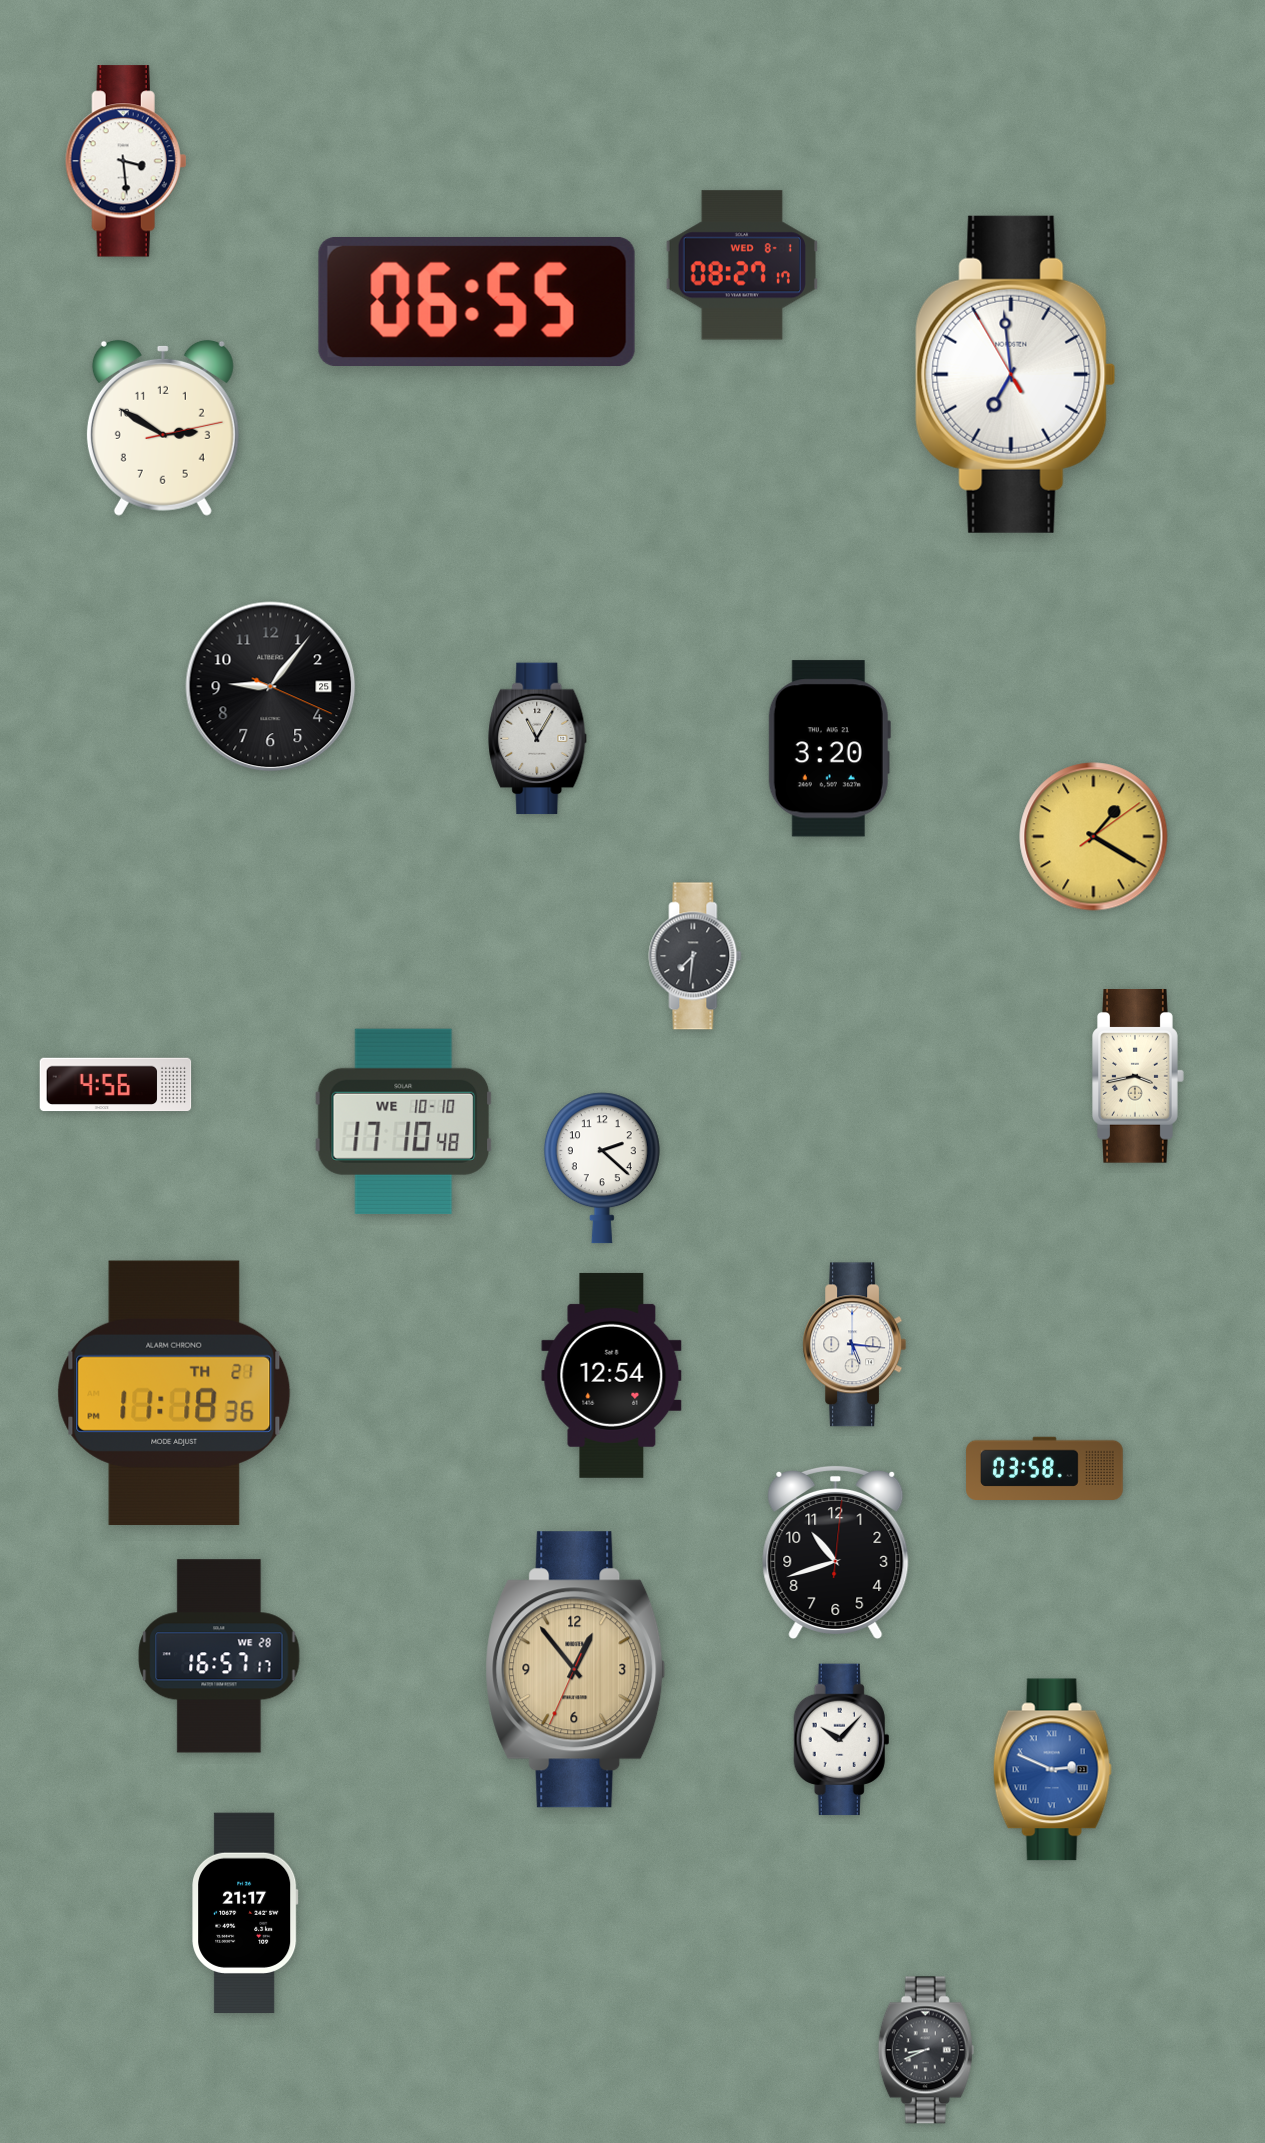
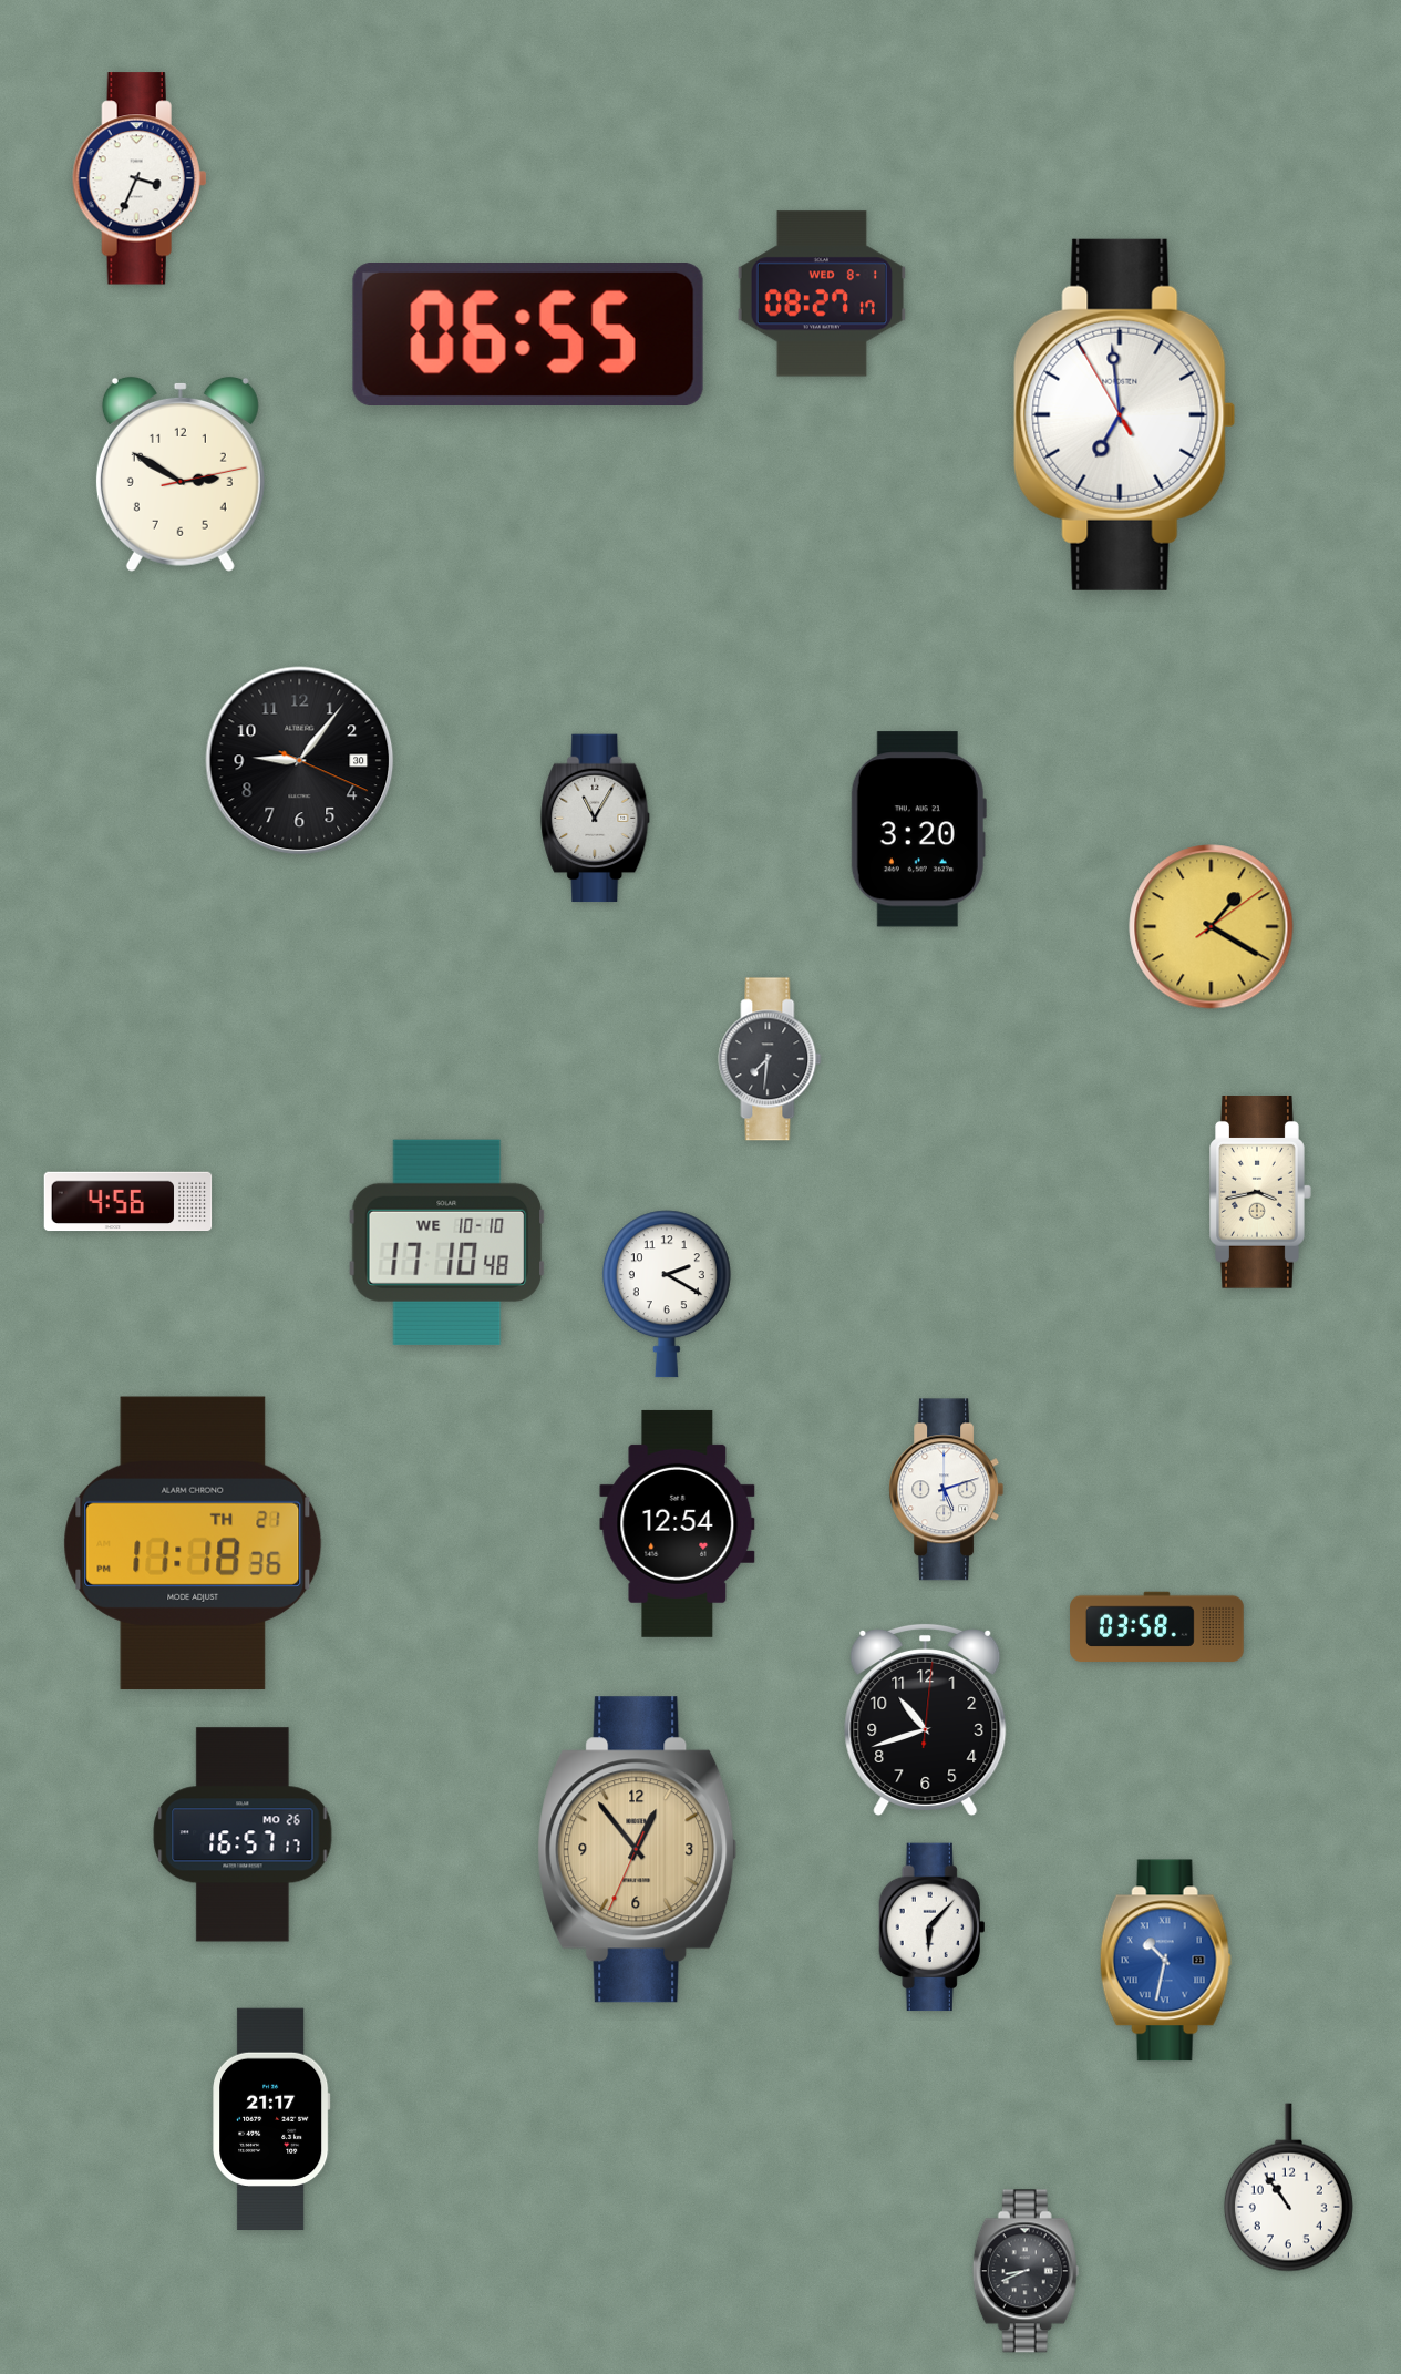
clock at (126, 161): 3:29 -> 3:34
clock at (271, 687) date: 25 -> 30
clock at (602, 1168): 2:22 -> 2:20
clock at (855, 1345): 5:16 -> 5:12
clock at (219, 1656) date: WE 28 -> MO 26
clock at (842, 1740): 10:07 -> 6:07
clock at (1052, 1770): 2:49 -> 10:32
clock at (1288, 2188): none -> 10:54
